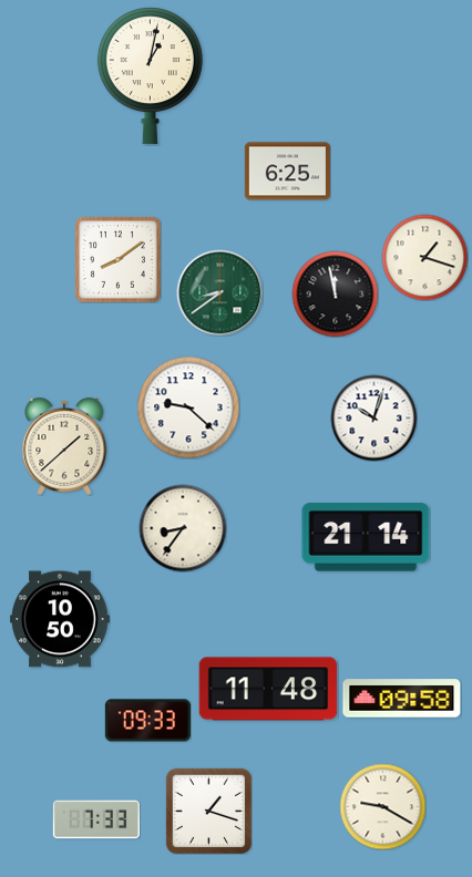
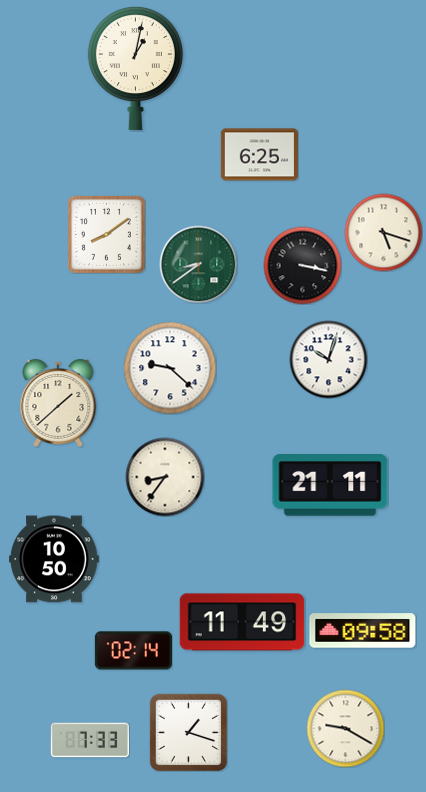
clock at (424, 257): 1:18 -> 5:18
clock at (335, 293): 11:58 -> 3:17
clock at (373, 417) position: (373, 417) -> (328, 359)
clock at (366, 537): 21:14 -> 21:11
clock at (268, 689): 11:48 -> 11:49
clock at (147, 721): 09:33 -> 02:14
clock at (96, 819) position: (96, 819) -> (90, 740)
